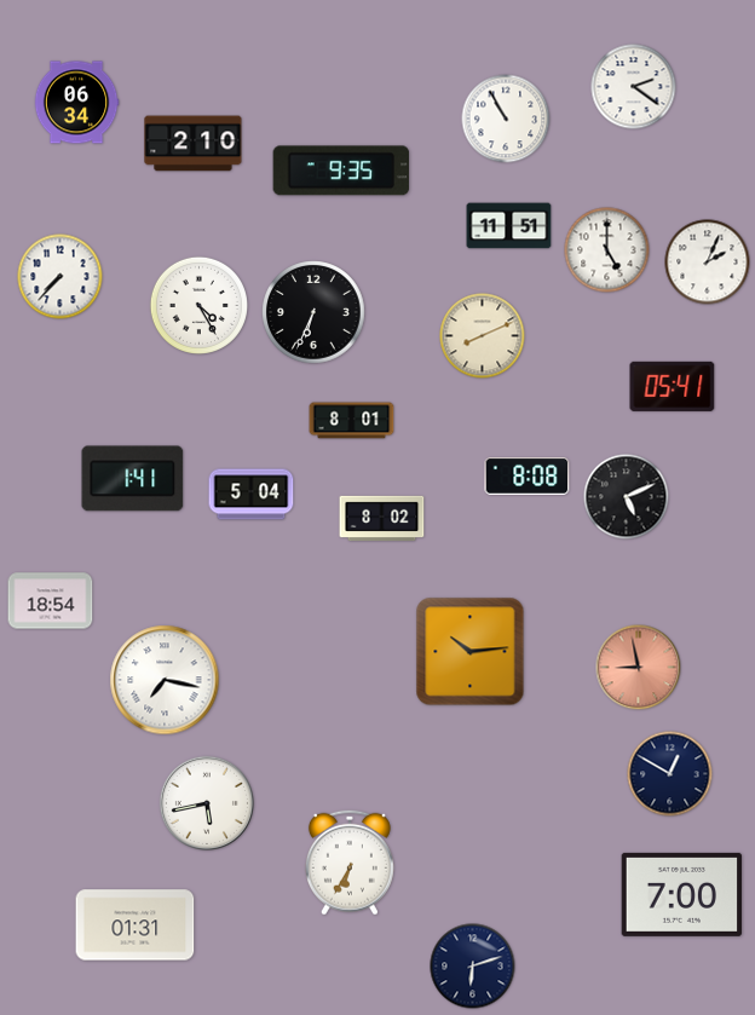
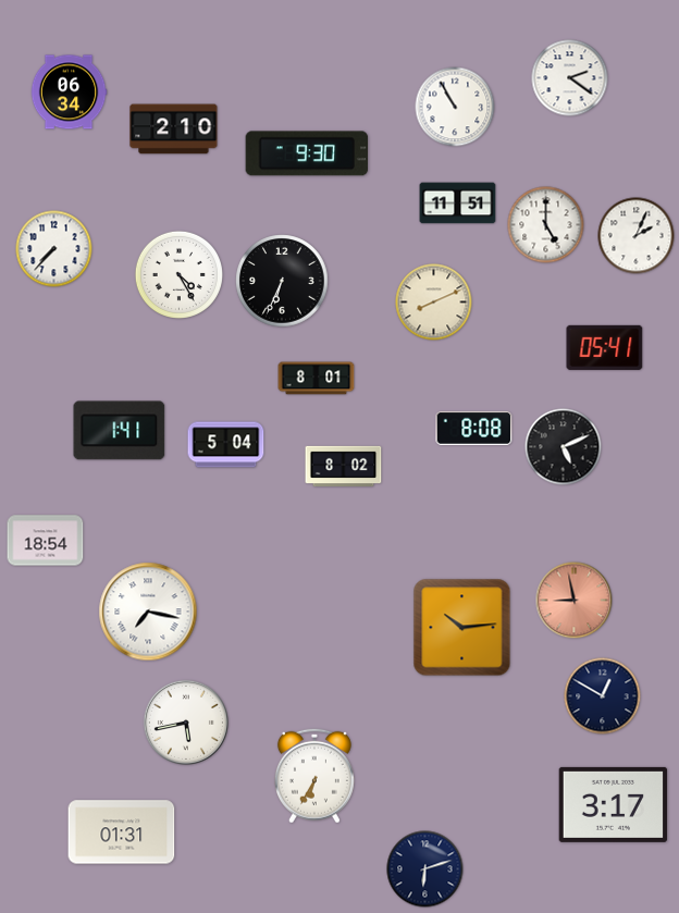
clock at (341, 171): 9:35 -> 9:30
clock at (471, 652) position: (471, 652) -> (462, 628)
clock at (682, 894): 7:00 -> 3:17
